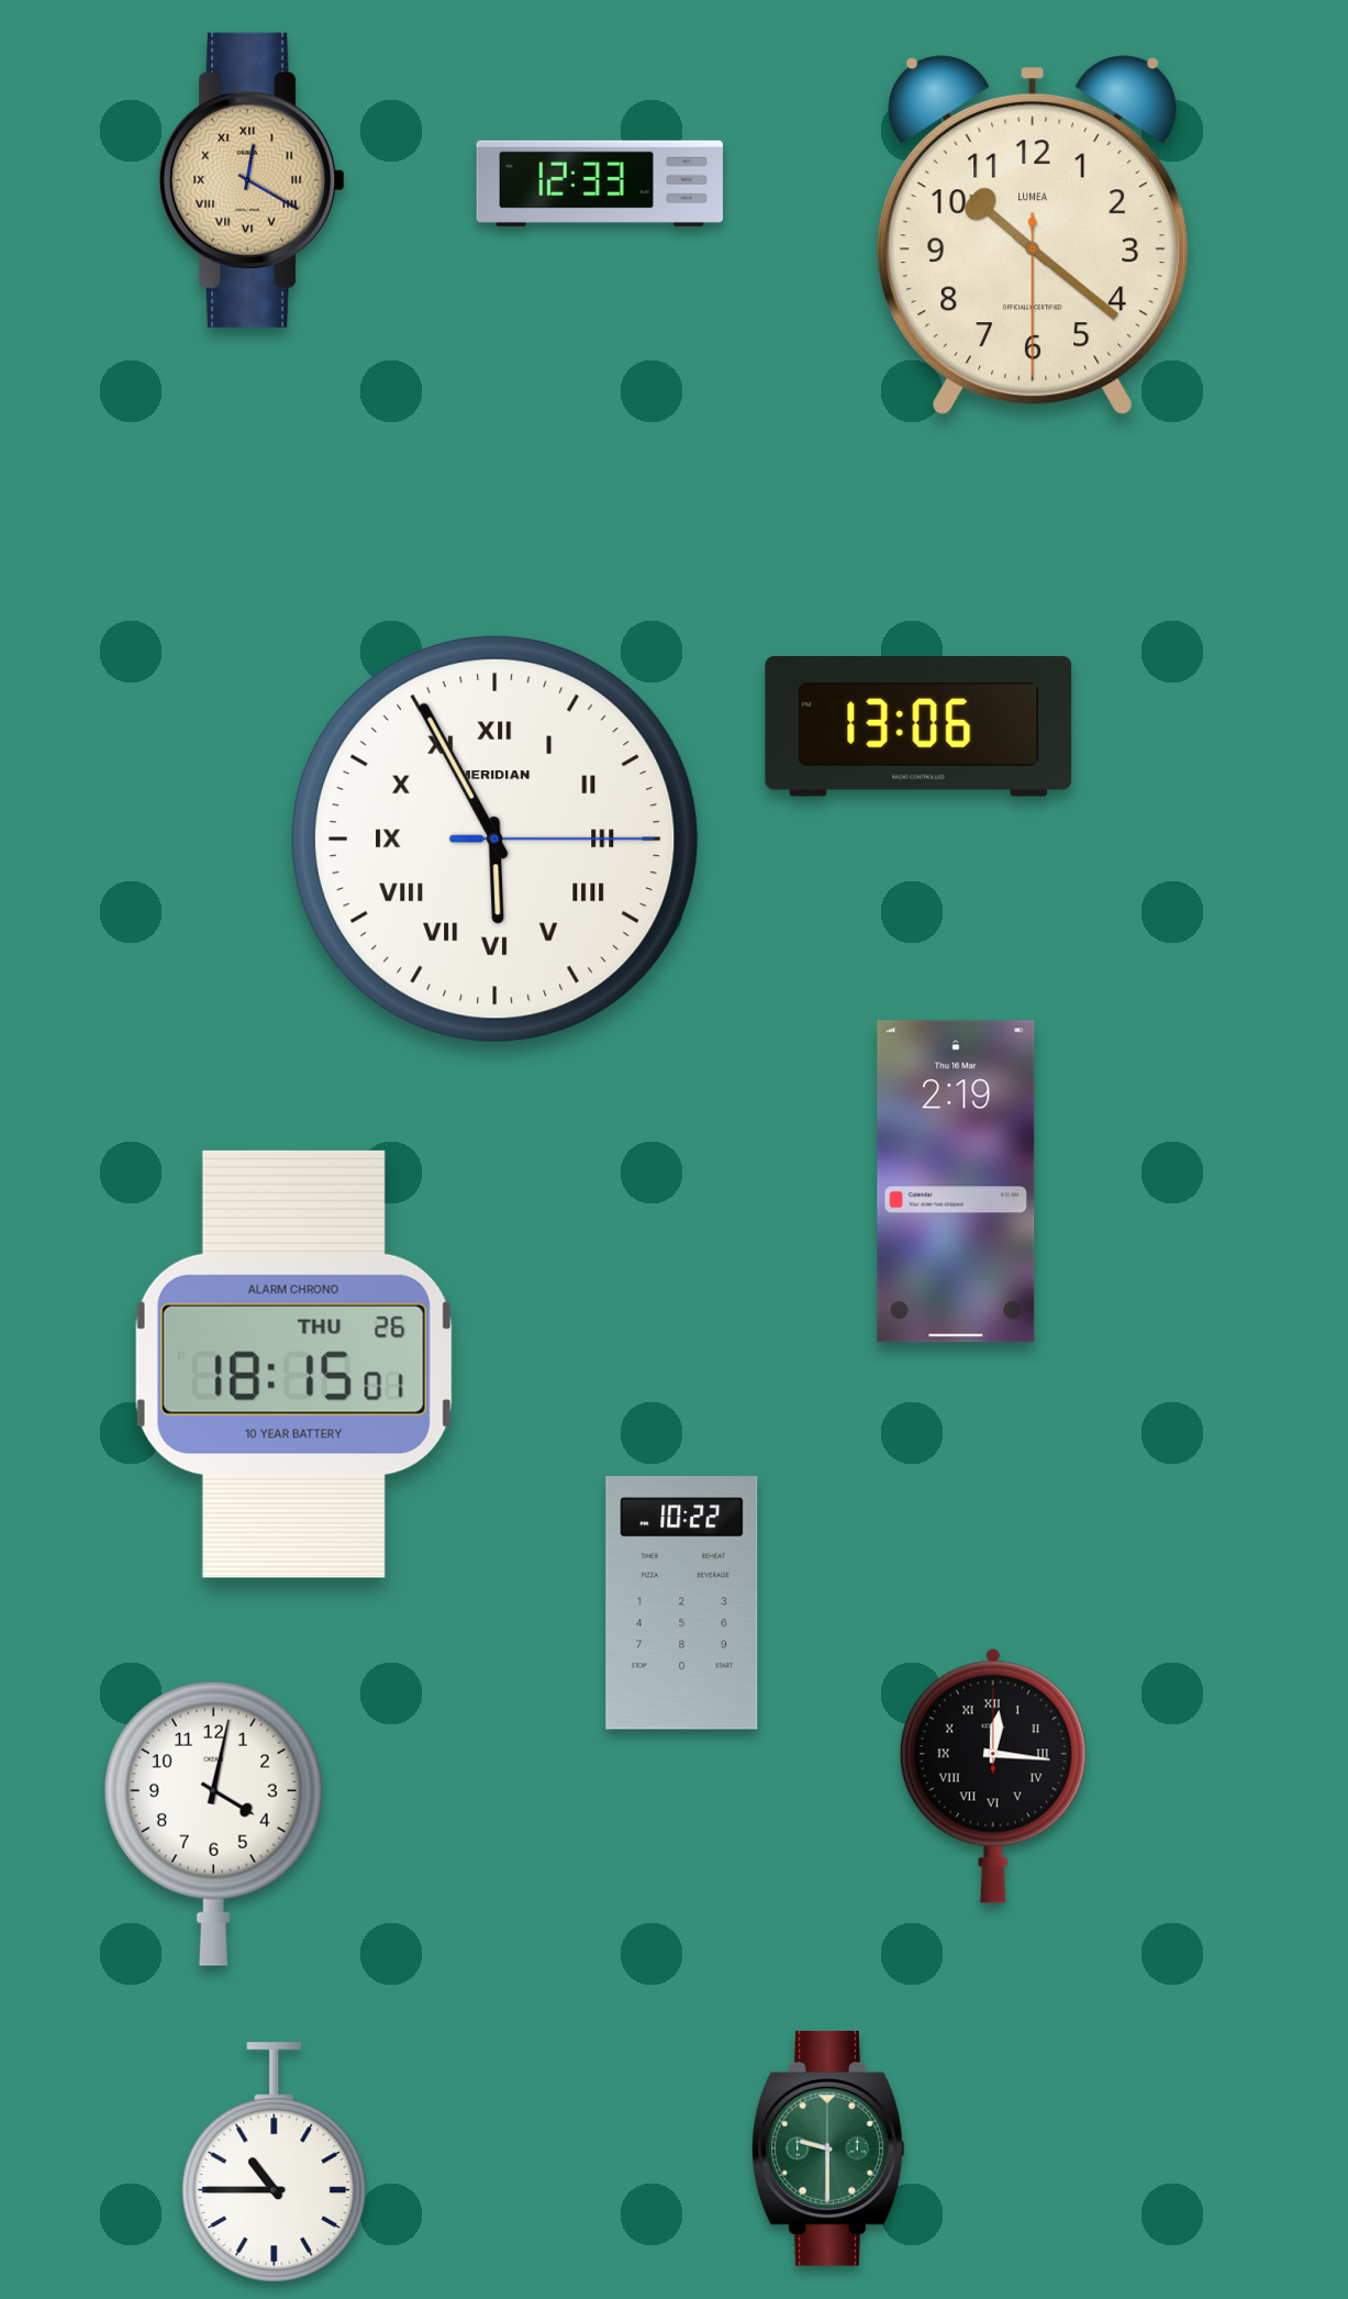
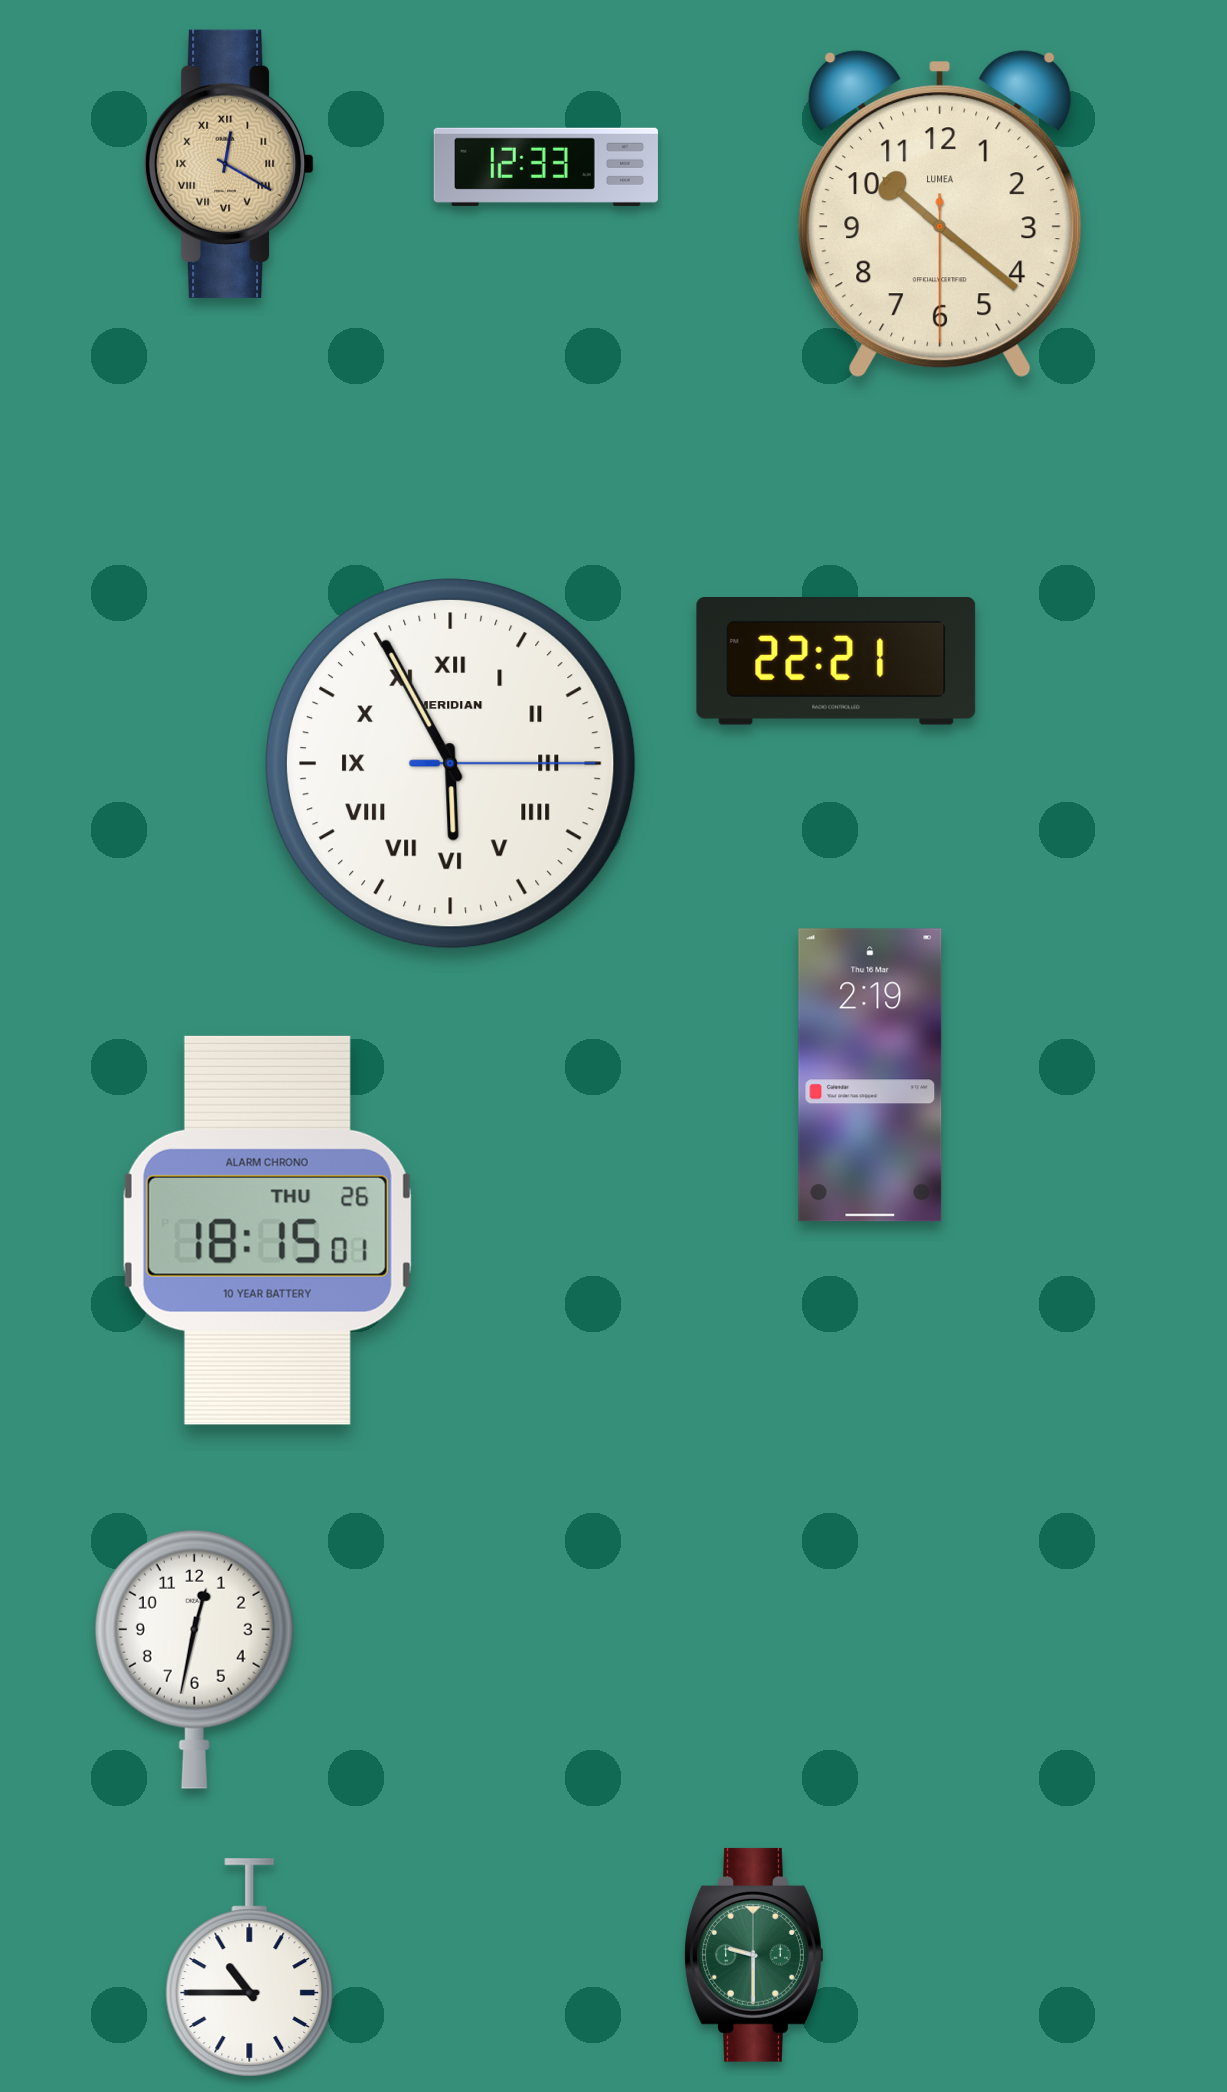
clock at (918, 726): 13:06 -> 22:21
clock at (293, 1364) position: (293, 1364) -> (267, 1230)
clock at (682, 1603): 10:22 -> none
clock at (993, 1776): 12:16 -> none
clock at (213, 1823): 4:02 -> 12:32
